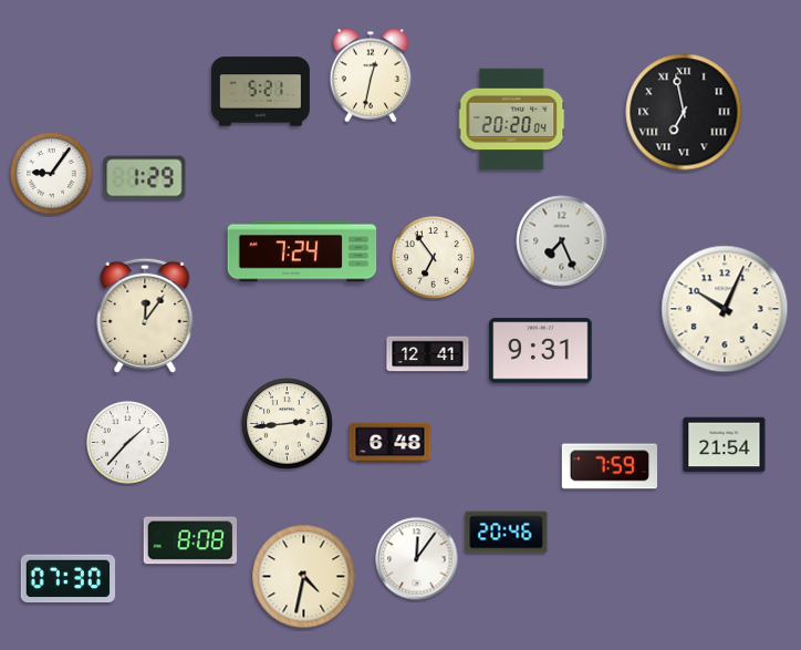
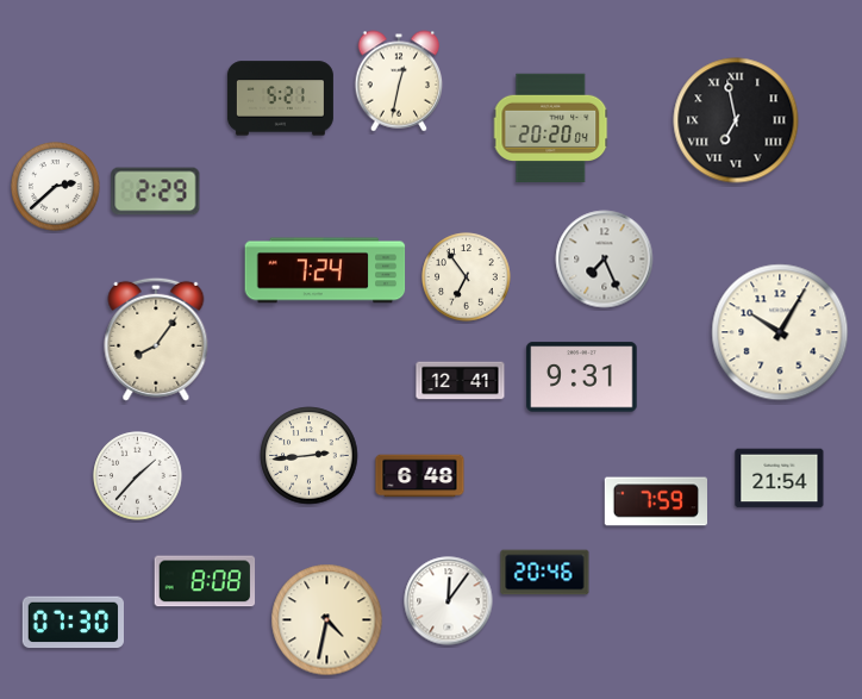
clock at (52, 174): 9:06 -> 2:38
clock at (145, 178): 1:29 -> 2:29
clock at (725, 309): 10:04 -> 10:05
clock at (145, 316): 12:06 -> 8:06
